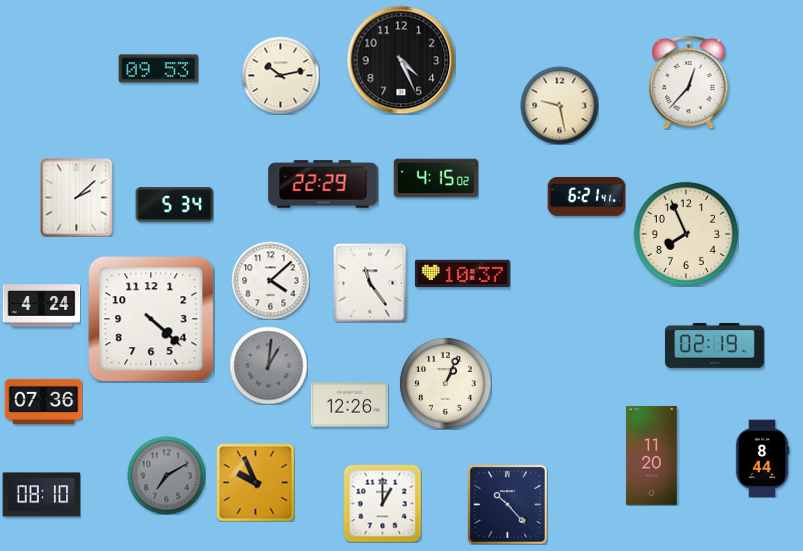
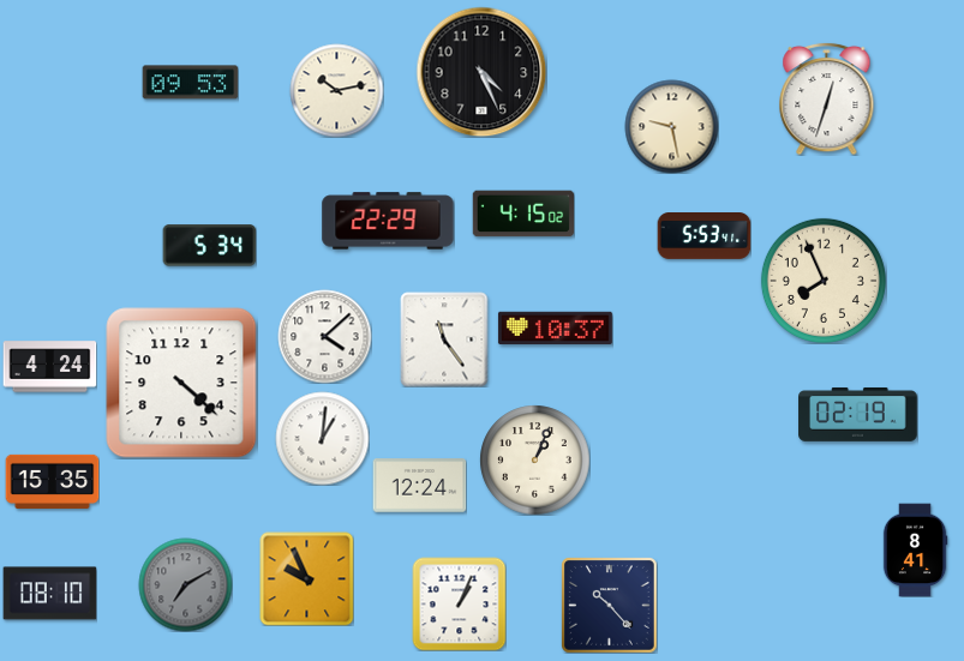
clock at (689, 82): 12:37 -> 12:33
clock at (77, 197): 2:08 -> none
clock at (586, 197): 6:21 -> 5:53
clock at (268, 365) dial: grey -> white
clock at (43, 401): 07:36 -> 15:35
clock at (349, 405): 12:26 -> 12:24
clock at (652, 456): 11:20 -> none
clock at (762, 458): 8:44 -> 8:41
clock at (166, 475) position: (166, 475) -> (185, 584)
clock at (382, 503): 1:00 -> 1:04
